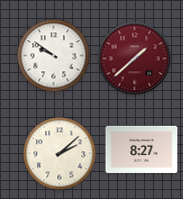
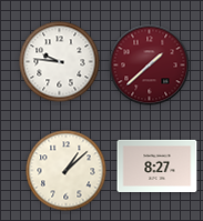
clock at (54, 56): 9:51 -> 9:46
clock at (60, 154): 2:08 -> 1:08
